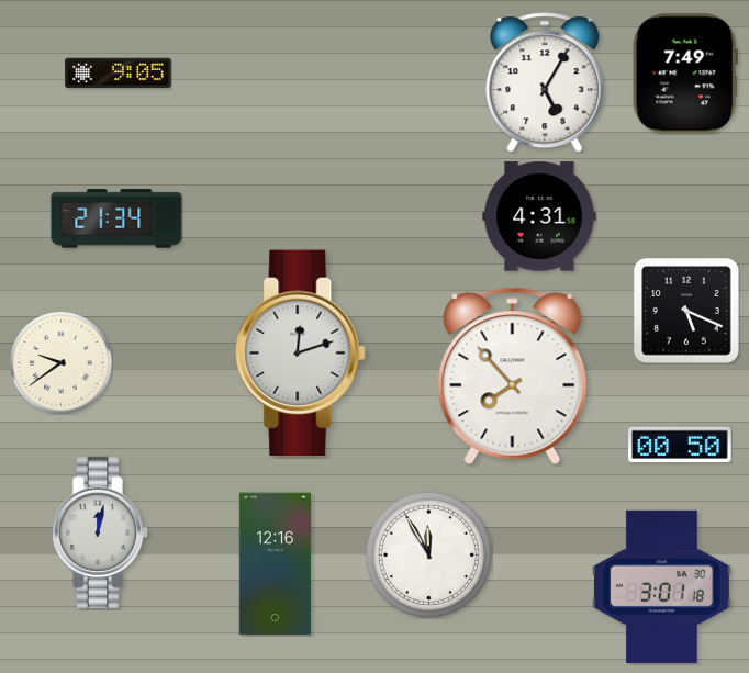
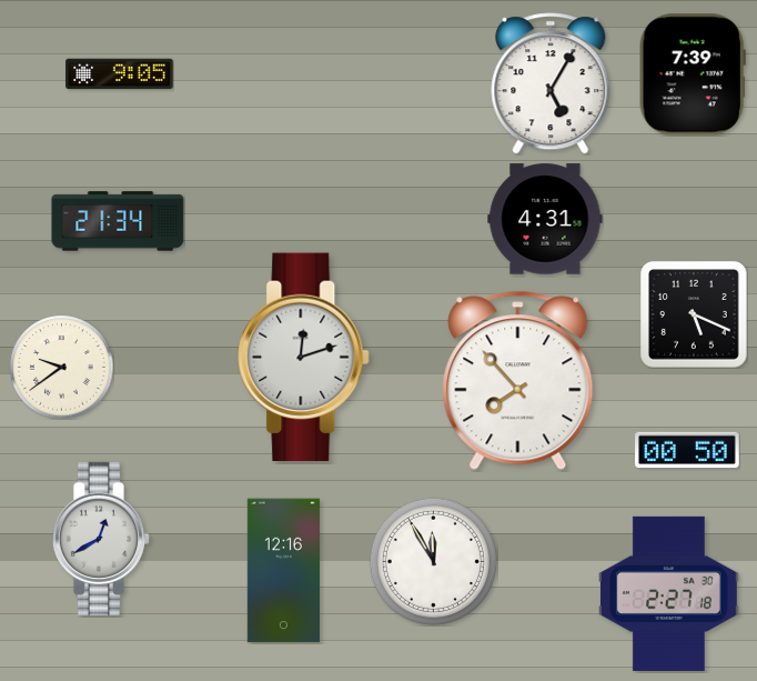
clock at (685, 74): 7:49 -> 7:39
clock at (100, 532): 12:02 -> 12:40
clock at (275, 564) position: (275, 564) -> (283, 571)
clock at (661, 586): 3:01 -> 2:27
